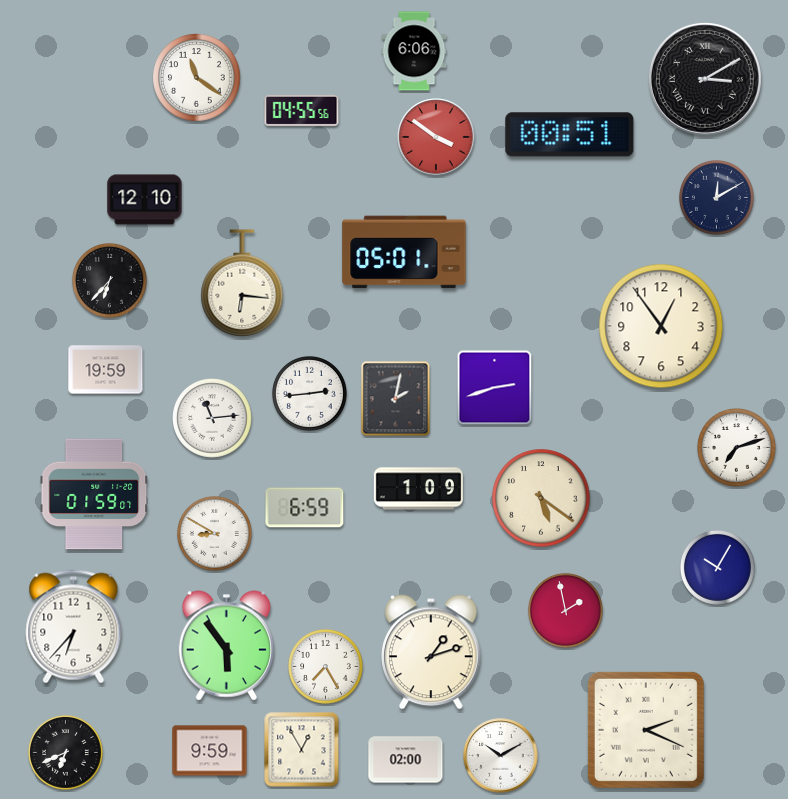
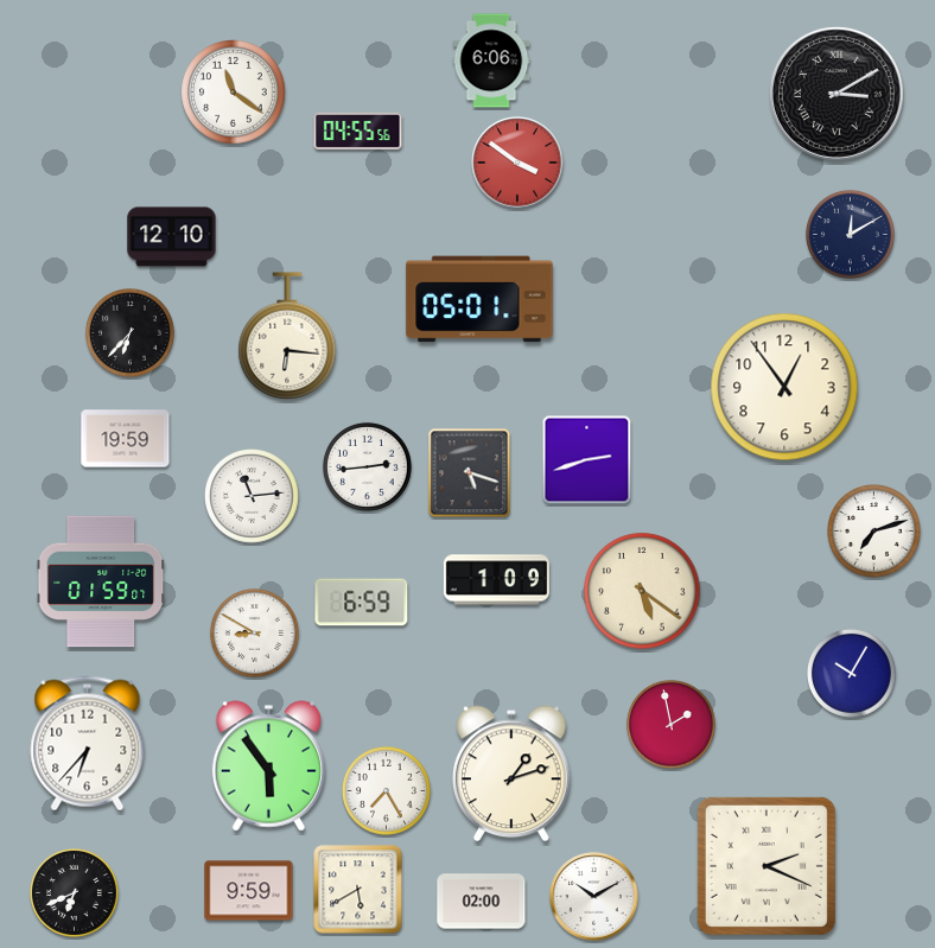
clock at (570, 135): 00:51 -> none
clock at (396, 399): 2:02 -> 5:18
clock at (94, 494) position: (94, 494) -> (101, 581)
clock at (302, 750): 12:55 -> 5:40
clock at (65, 752) position: (65, 752) -> (74, 892)
